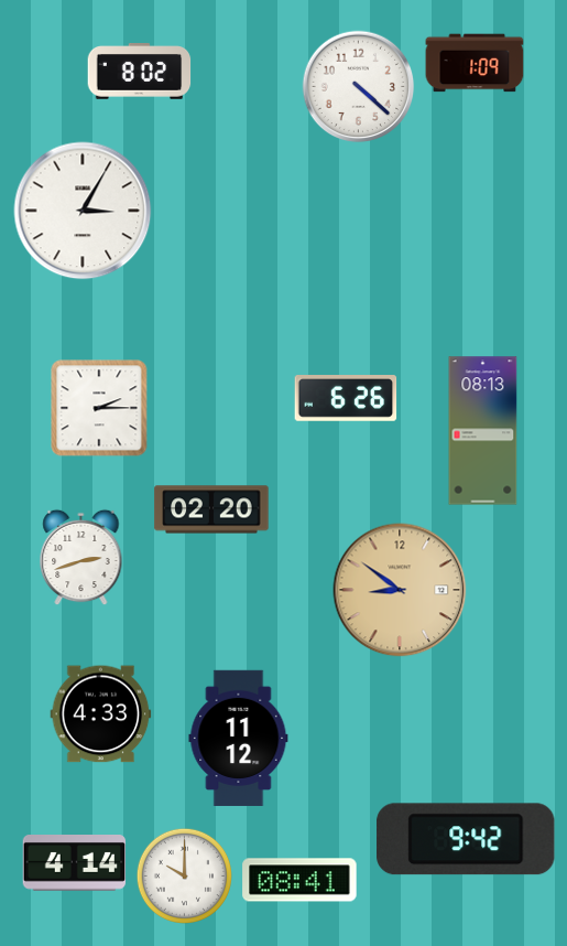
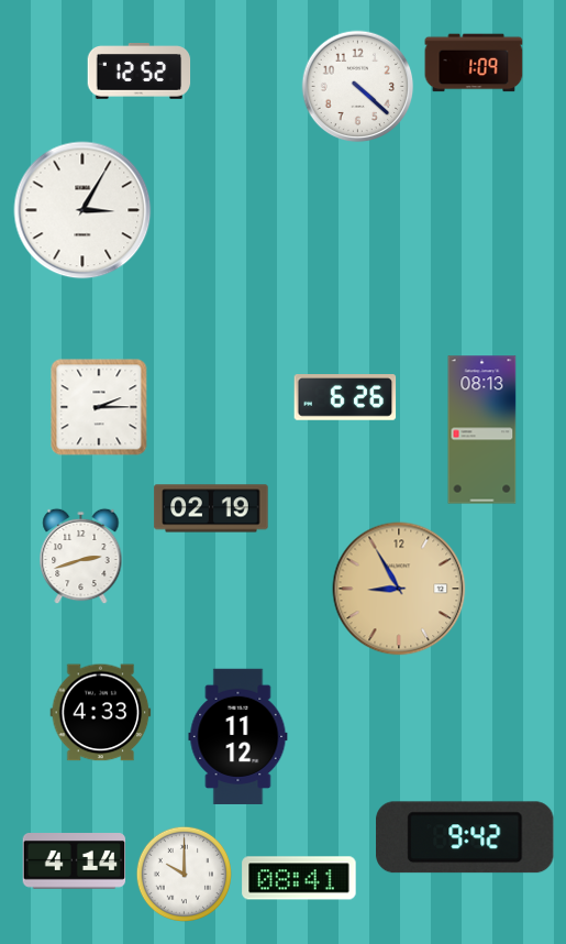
clock at (140, 72): 8:02 -> 12:52
clock at (211, 509): 02:20 -> 02:19
clock at (400, 590): 8:51 -> 8:55
